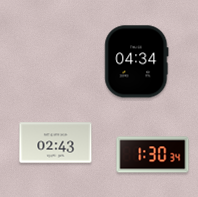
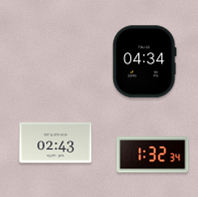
clock at (137, 62) position: (137, 62) -> (145, 62)
clock at (153, 155): 1:30 -> 1:32
